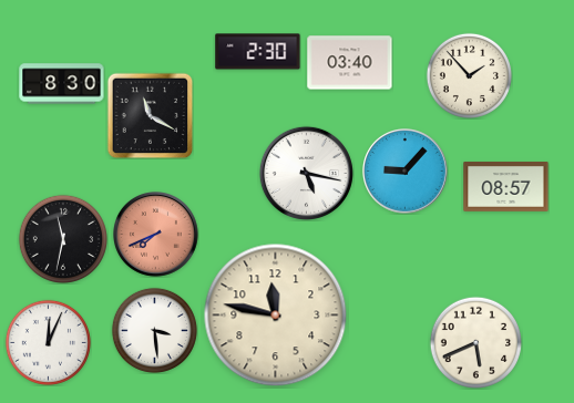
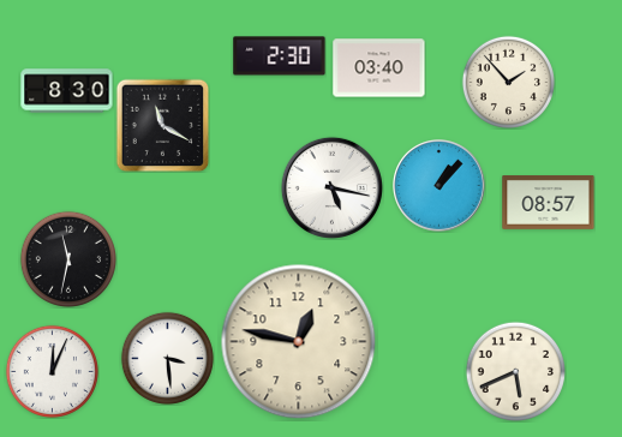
clock at (406, 172): 9:07 -> 1:07
clock at (156, 235): 7:41 -> none
clock at (276, 316): 11:47 -> 12:47
